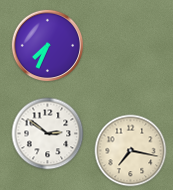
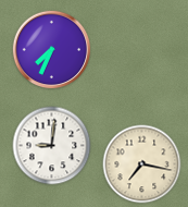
clock at (48, 134): 2:51 -> 9:01
